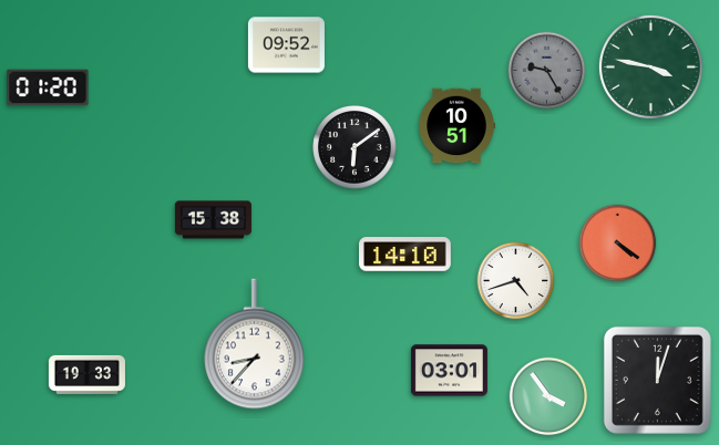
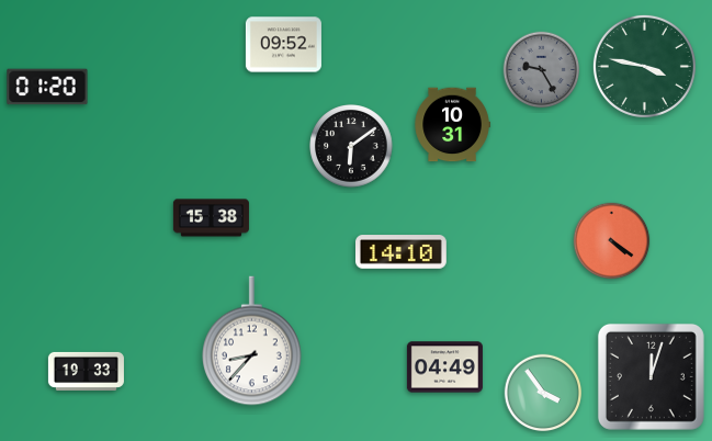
clock at (456, 126): 10:51 -> 10:31
clock at (516, 281): 4:42 -> none
clock at (449, 371): 03:01 -> 04:49
